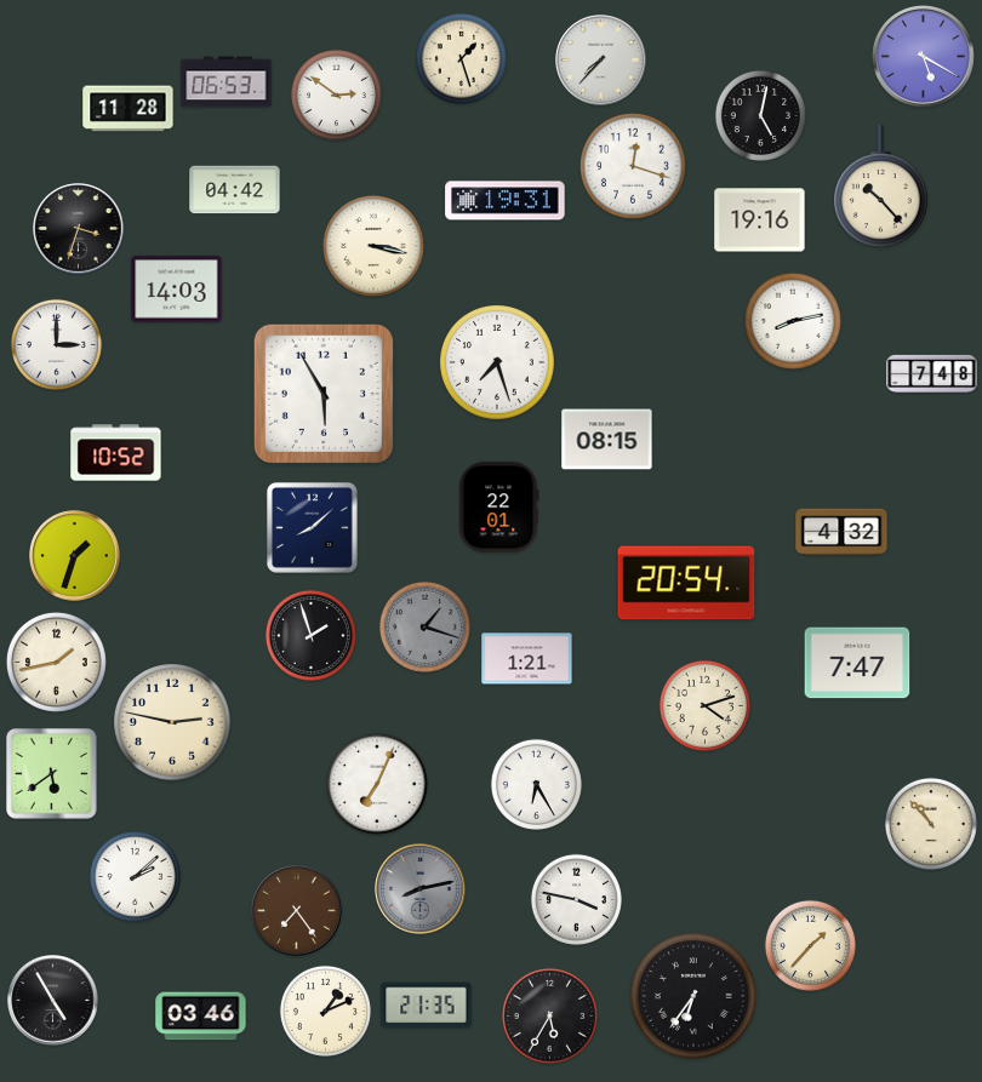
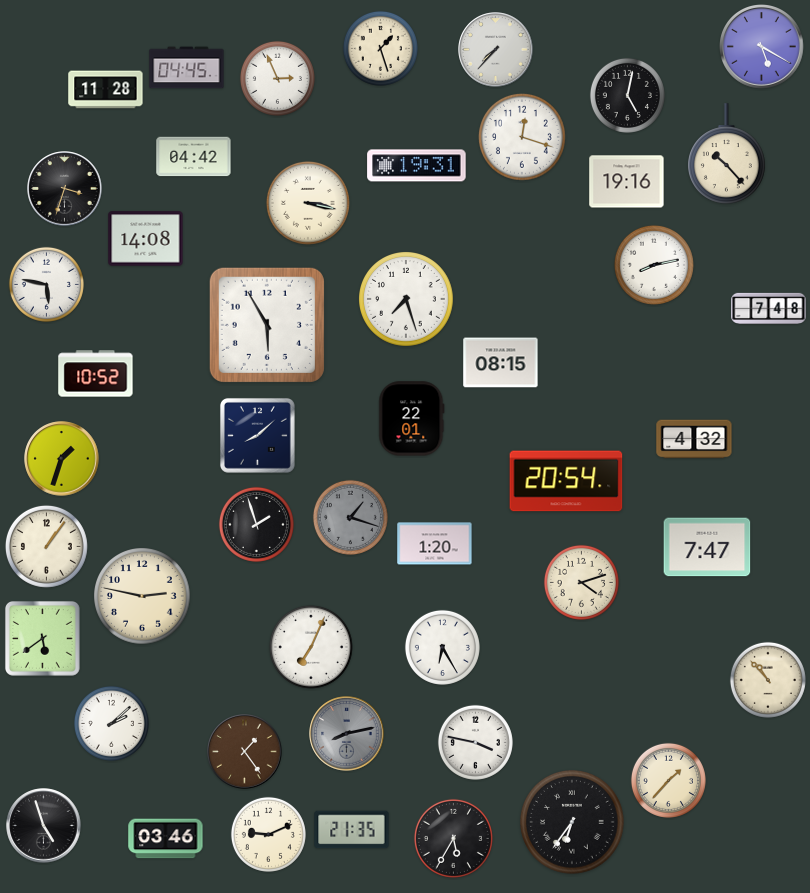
clock at (227, 82): 06:53 -> 04:45
clock at (336, 95): 2:51 -> 2:56
clock at (177, 290): 14:03 -> 14:08
clock at (56, 344): 3:00 -> 5:47
clock at (498, 363) position: (498, 363) -> (407, 300)
clock at (527, 659): 1:21 -> 1:20
clock at (56, 662): 1:43 -> 1:06
clock at (297, 911): 7:24 -> 1:24
clock at (53, 1001): 4:55 -> 4:57
clock at (325, 1011): 1:11 -> 9:11
